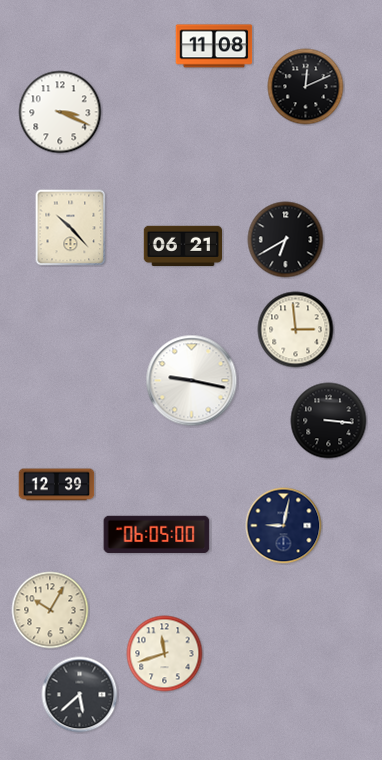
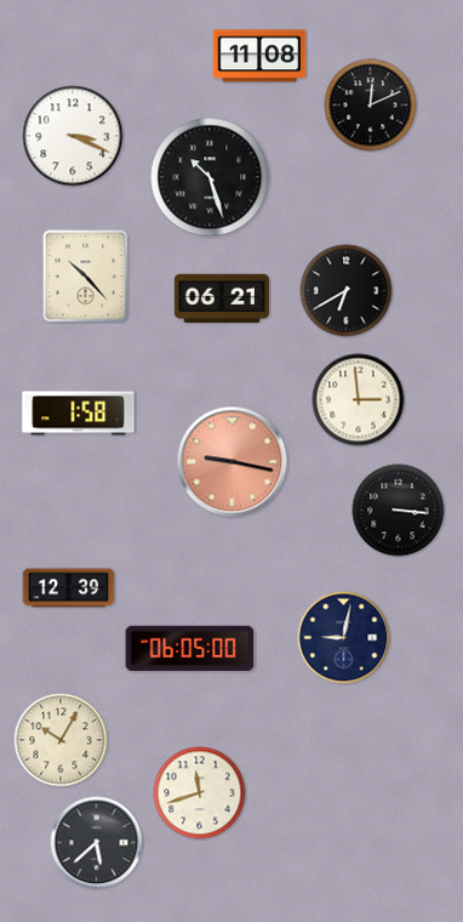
clock at (210, 177): none -> 10:27
clock at (79, 414): none -> 1:58
clock at (192, 381) dial: white -> salmon
